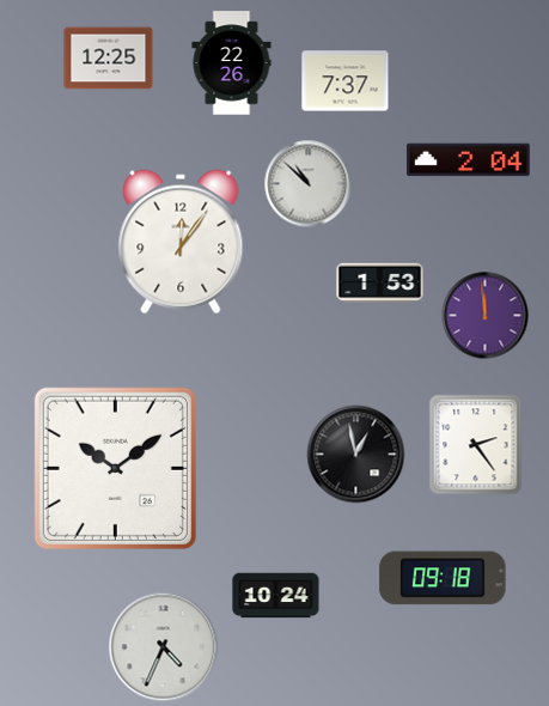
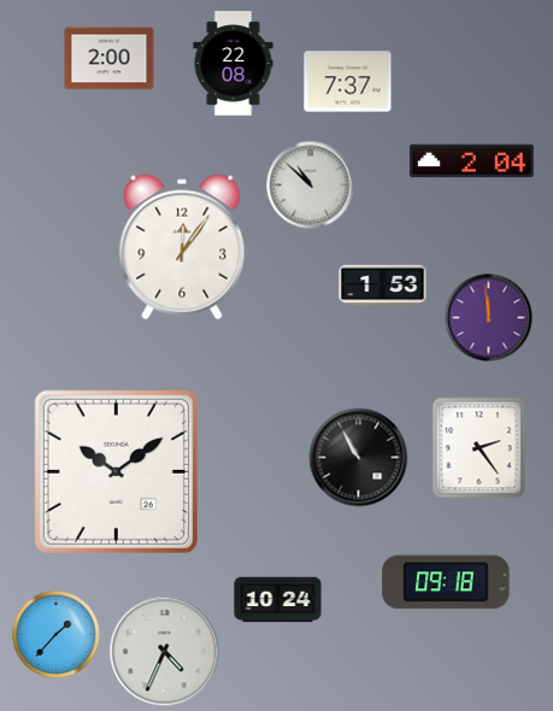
clock at (109, 59): 12:25 -> 2:00
clock at (232, 63): 22:26 -> 22:08
clock at (181, 242) position: (181, 242) -> (182, 247)
clock at (356, 455): 12:58 -> 10:55
clock at (57, 635): none -> 1:37
